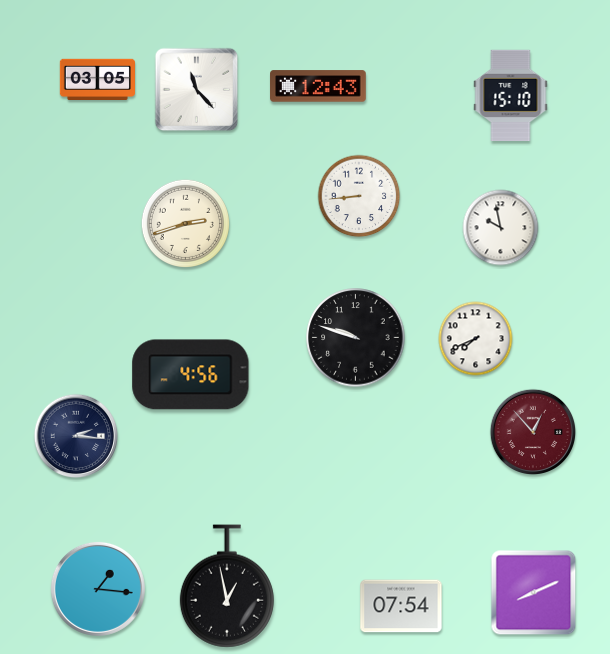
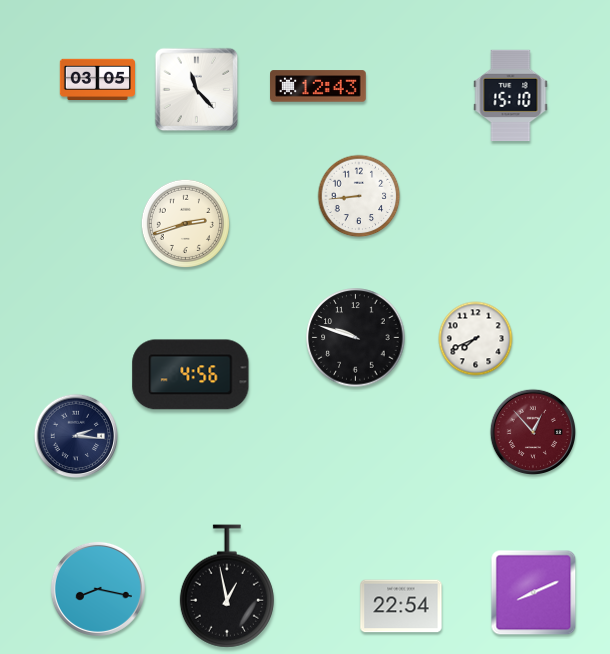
clock at (501, 228): 9:58 -> none
clock at (98, 589): 1:16 -> 8:17
clock at (401, 606): 07:54 -> 22:54
